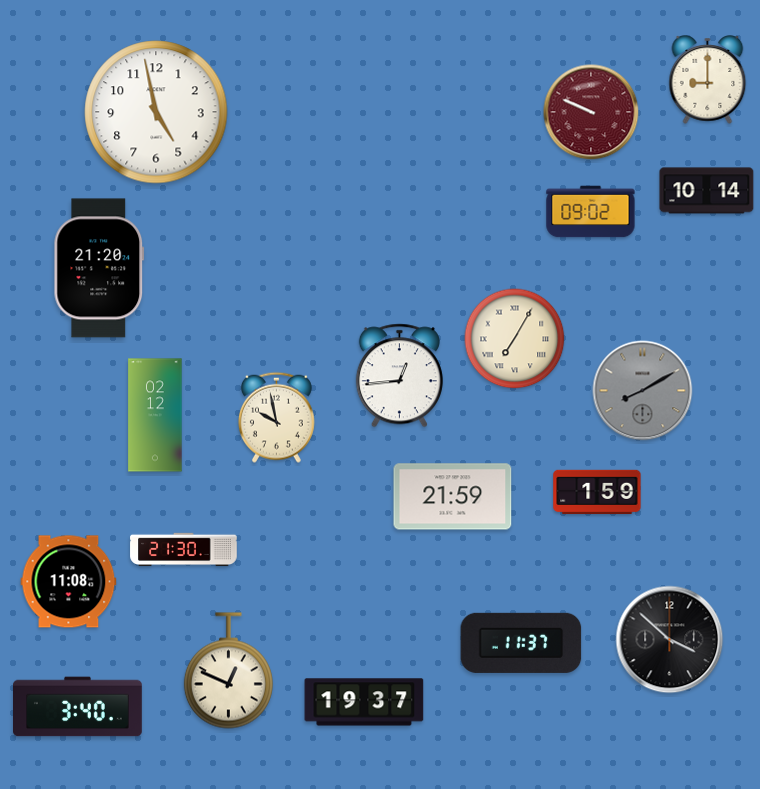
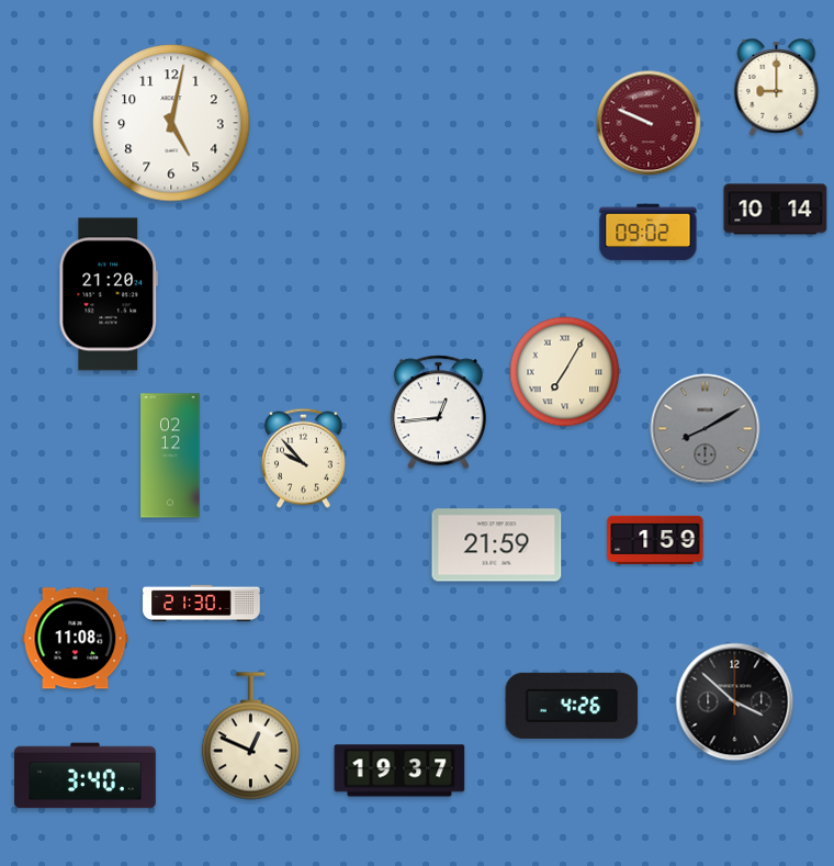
clock at (156, 112): 4:58 -> 5:02
clock at (276, 417): 9:58 -> 9:53
clock at (521, 643): 11:37 -> 4:26
